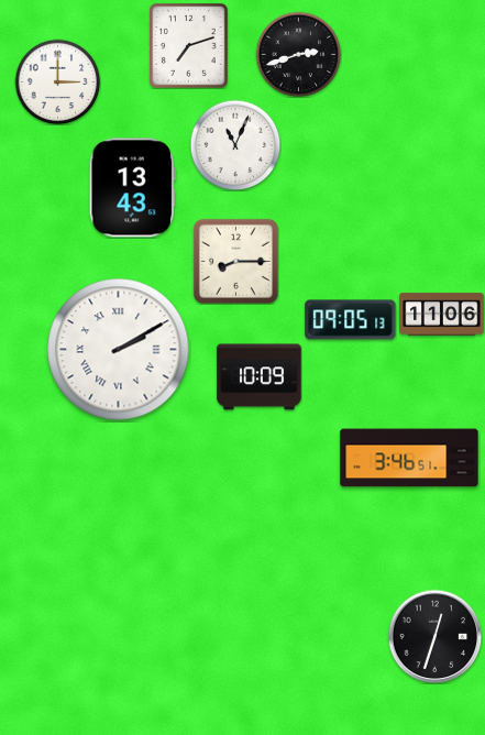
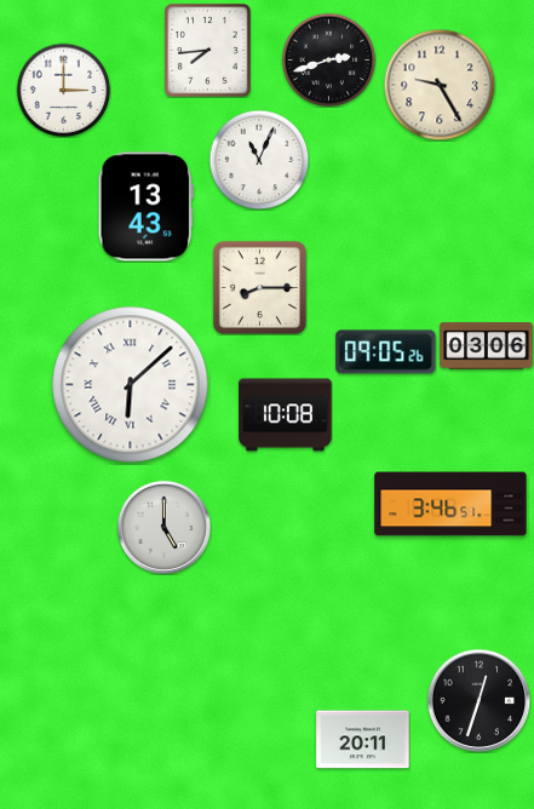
clock at (189, 46): 7:12 -> 7:44
clock at (440, 85): none -> 9:25
clock at (442, 315): 11:06 -> 03:06
clock at (351, 320): 09:05:13 -> 09:05:26
clock at (119, 350): 2:10 -> 6:08
clock at (260, 377): 10:09 -> 10:08
clock at (163, 527): none -> 5:00
clock at (363, 740): none -> 20:11
